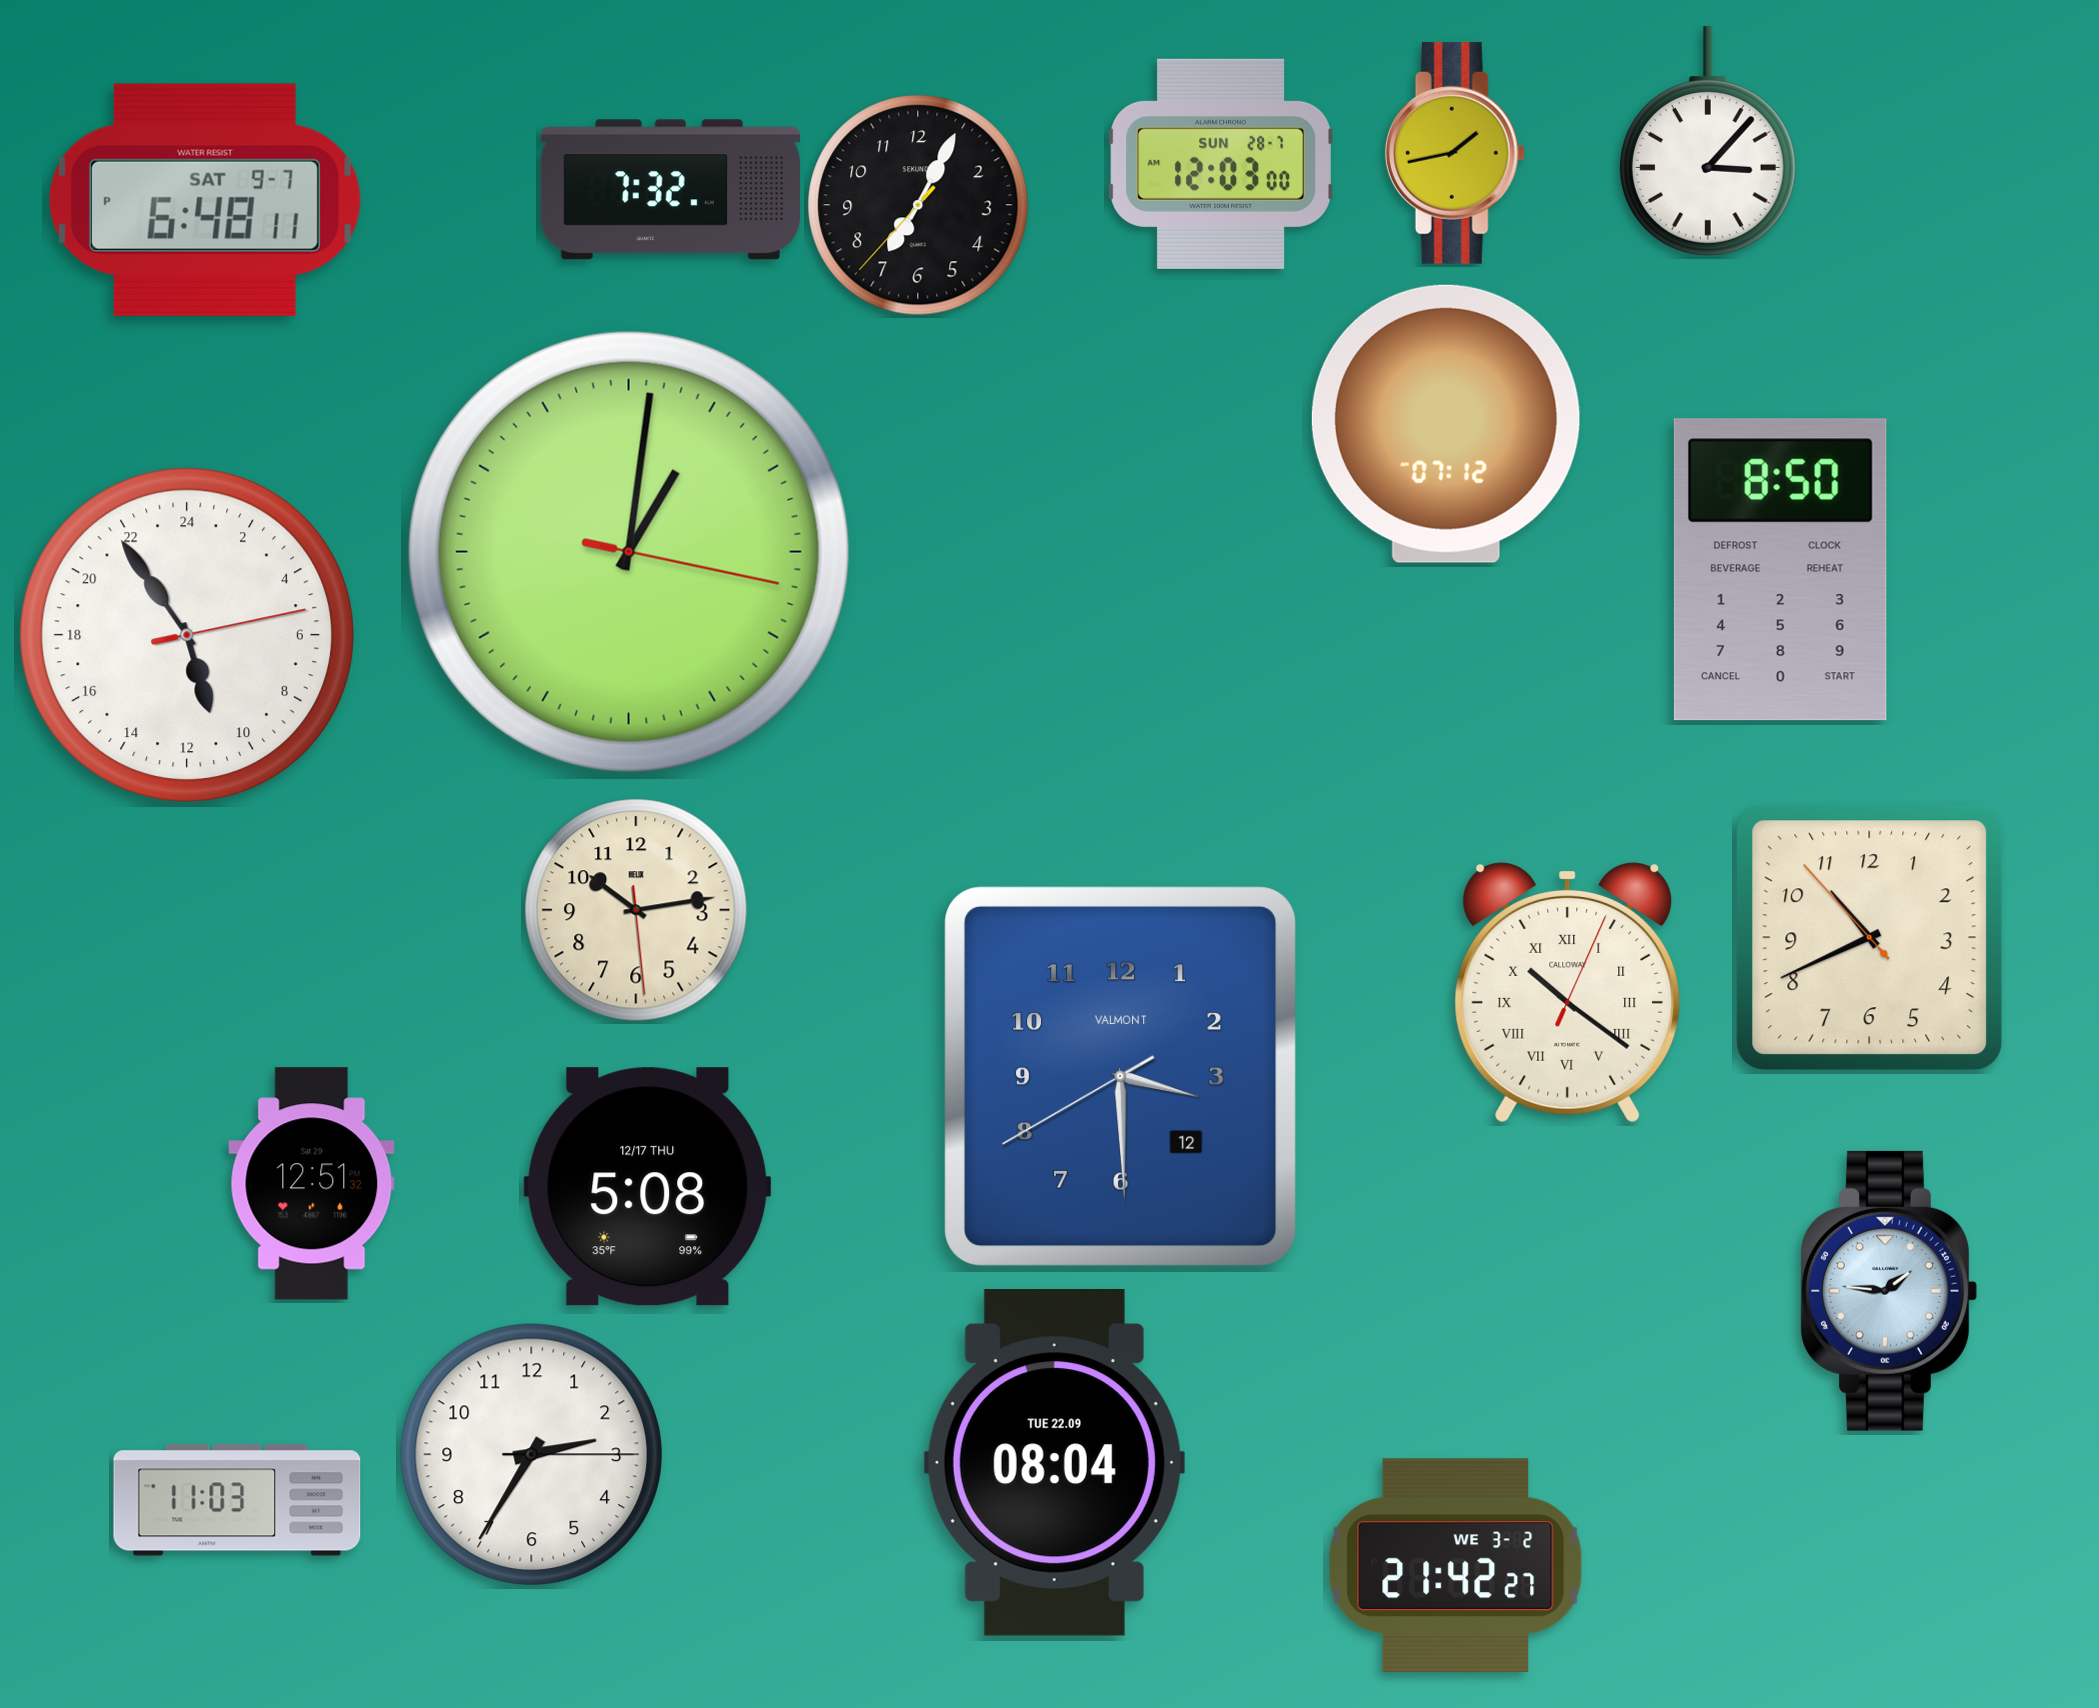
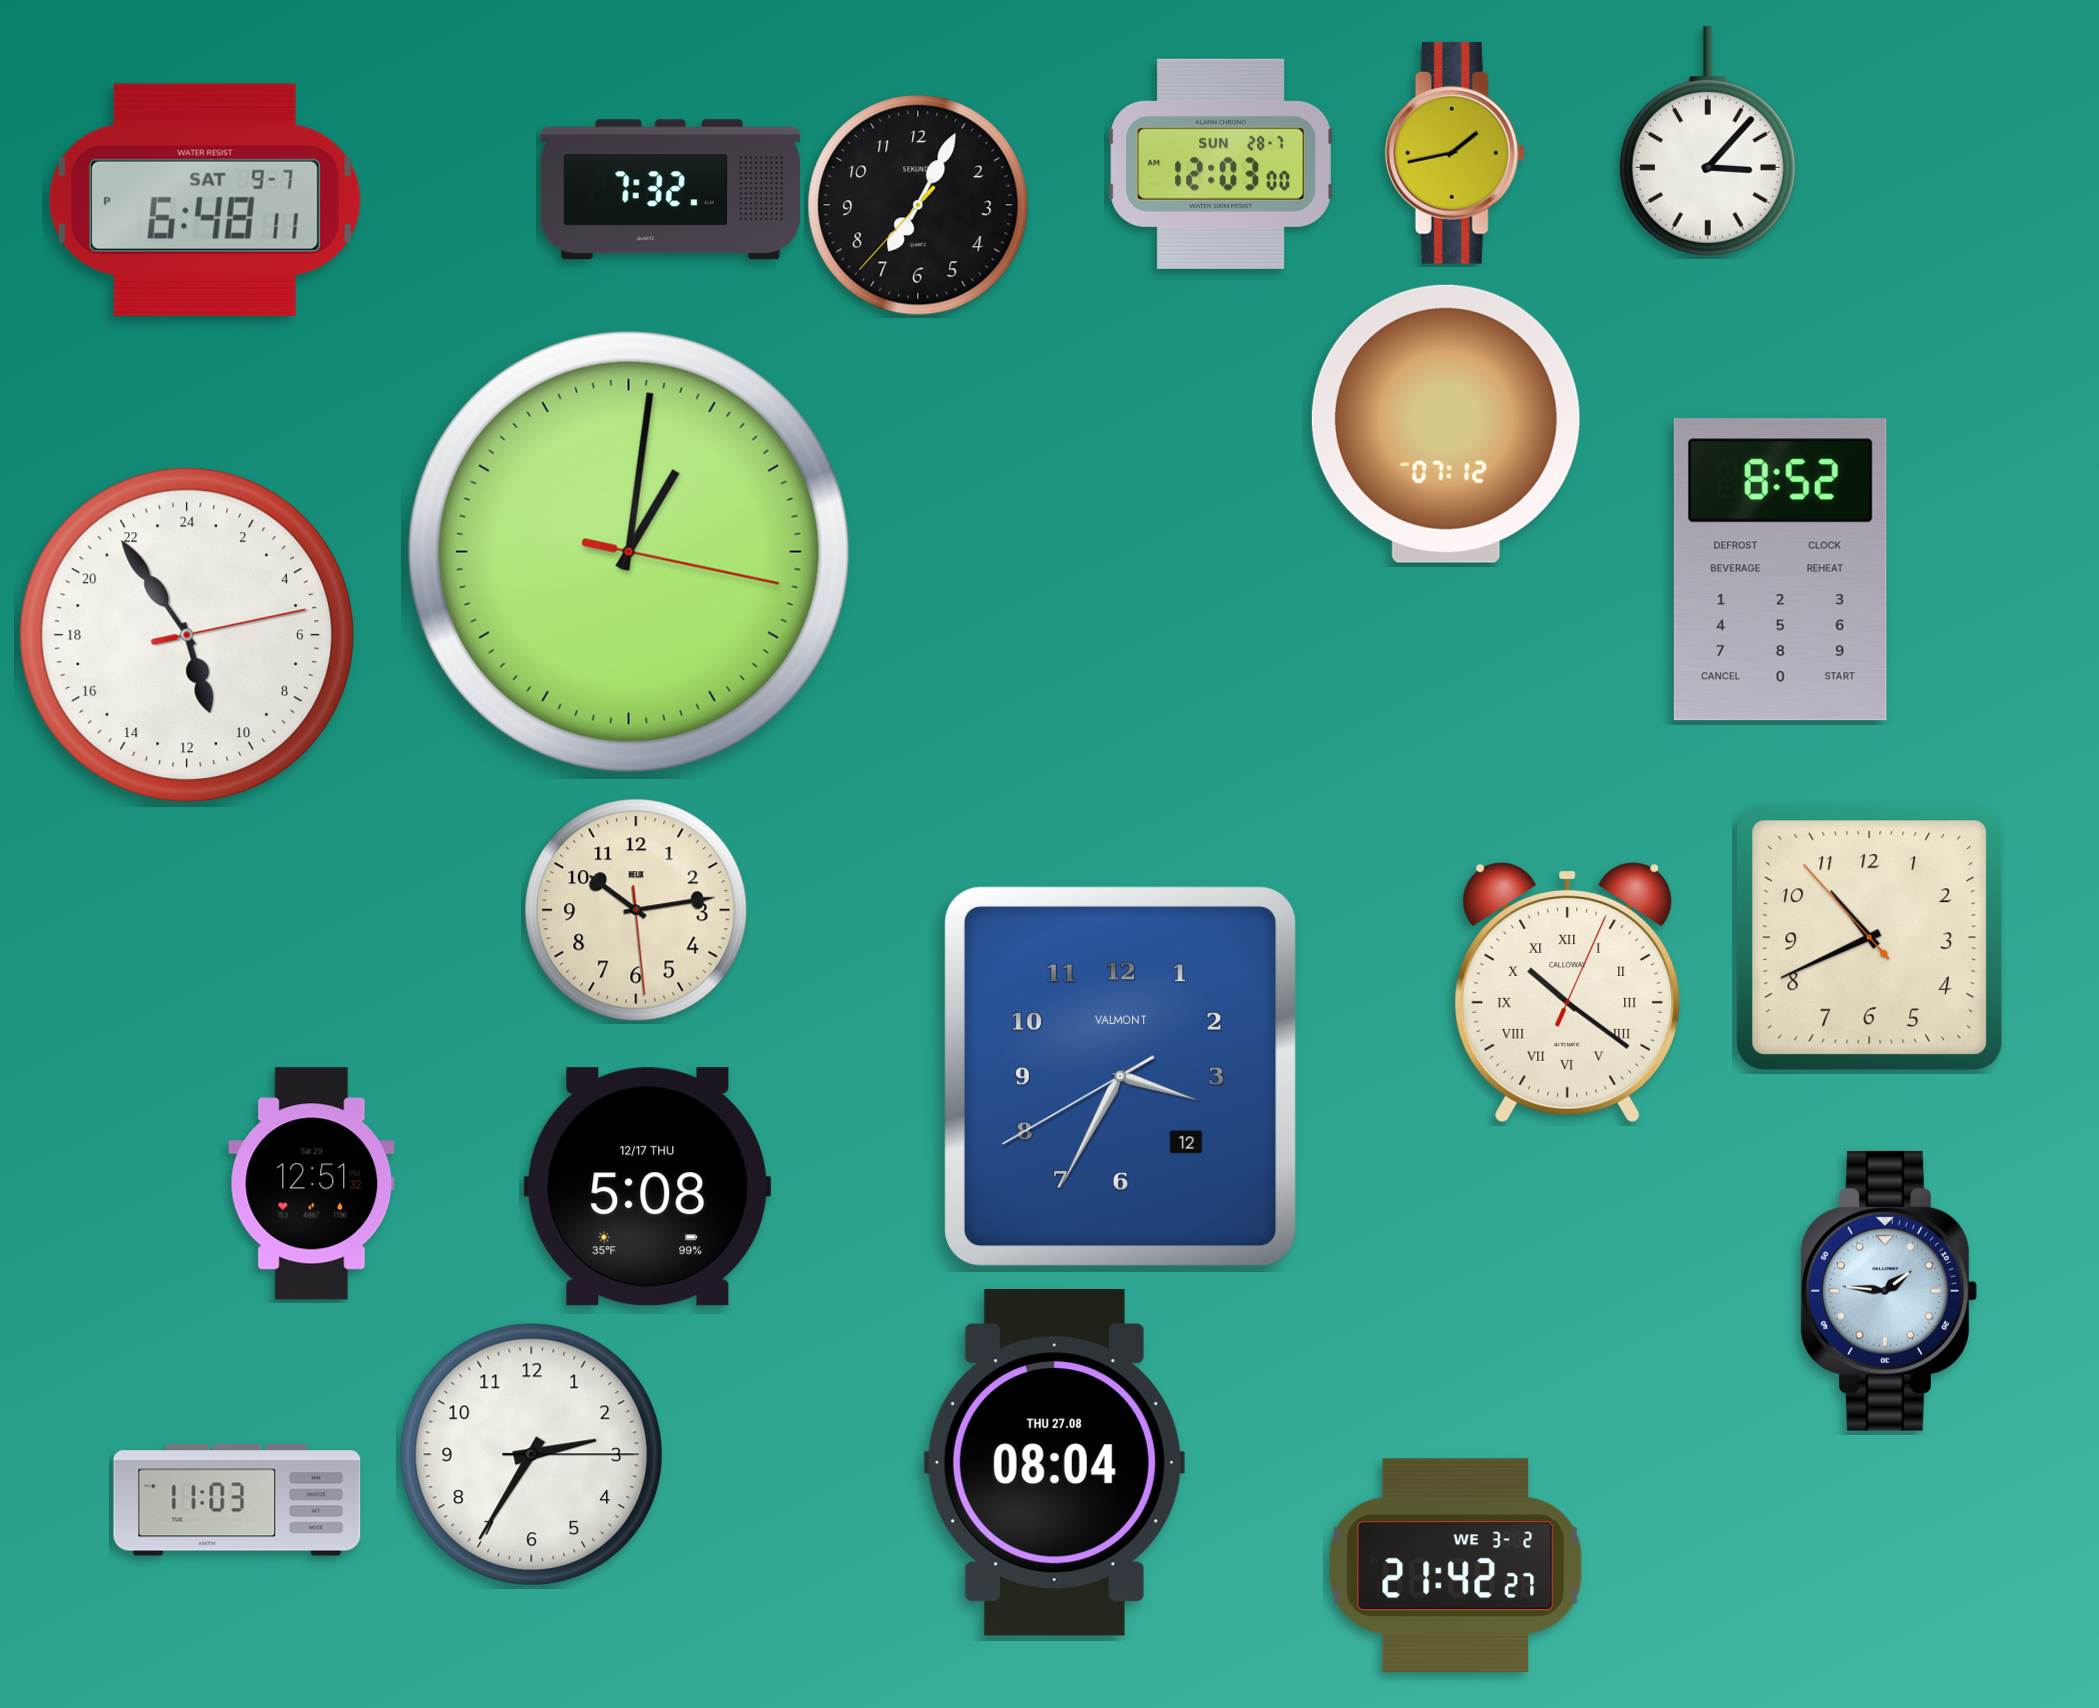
clock at (1780, 570): 8:50 -> 8:52
clock at (1121, 1077): 3:29 -> 3:34
clock at (1054, 1463) date: TUE 22.09 -> THU 27.08
